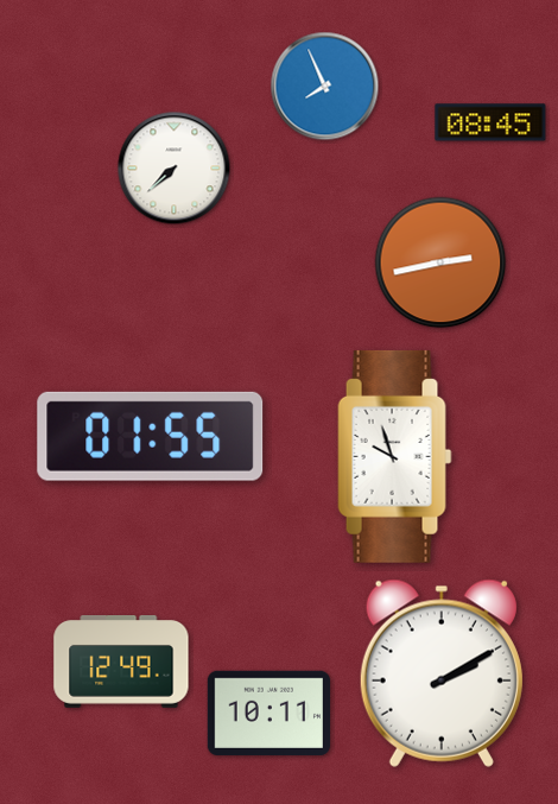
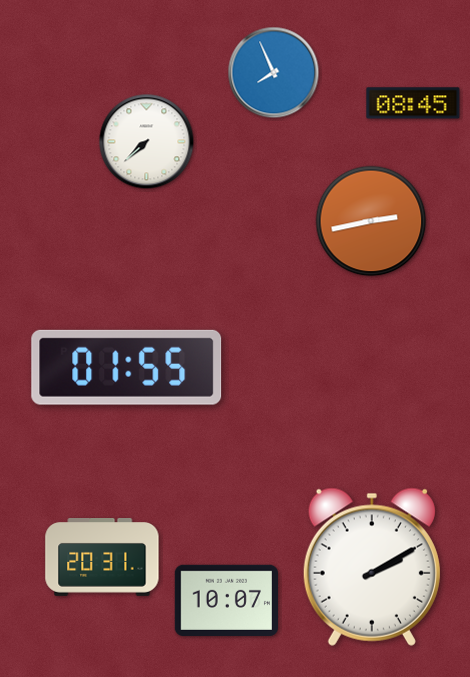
clock at (395, 456): 9:57 -> none
clock at (121, 663): 12:49 -> 20:31
clock at (268, 713): 10:11 -> 10:07
